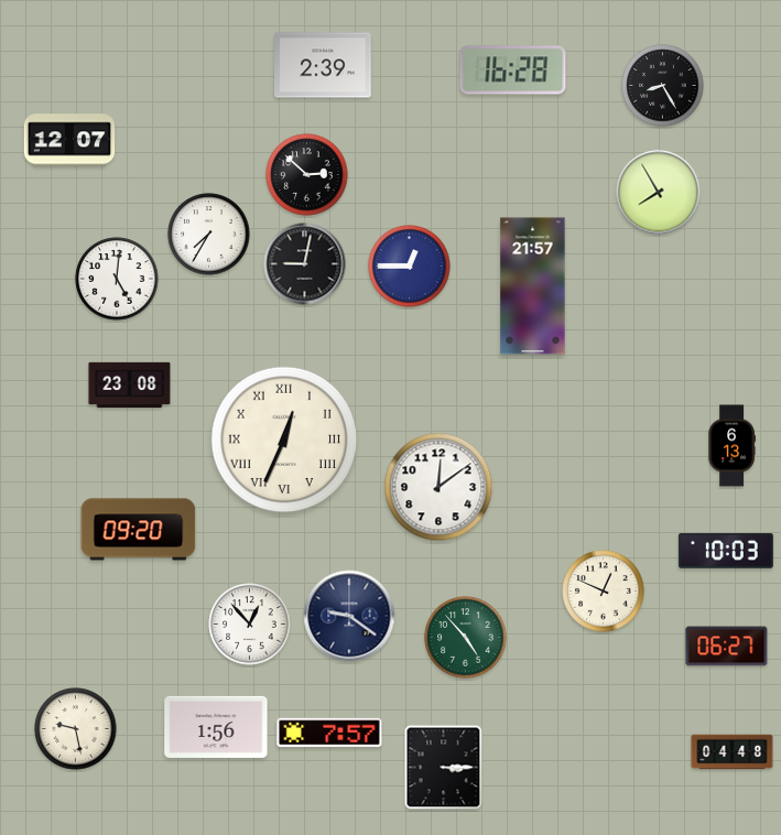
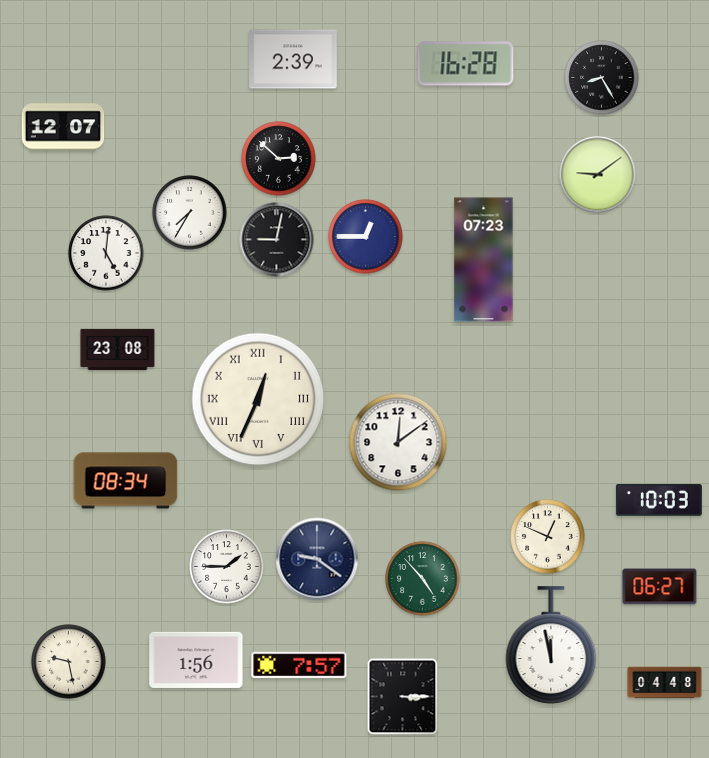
clock at (659, 193): 7:55 -> 9:09
clock at (410, 267) position: (410, 267) -> (366, 237)
clock at (533, 286): 21:57 -> 07:23
clock at (731, 446): 6:13 -> none
clock at (139, 530): 09:20 -> 08:34
clock at (250, 625): 12:53 -> 1:45
clock at (551, 645): none -> 11:58
